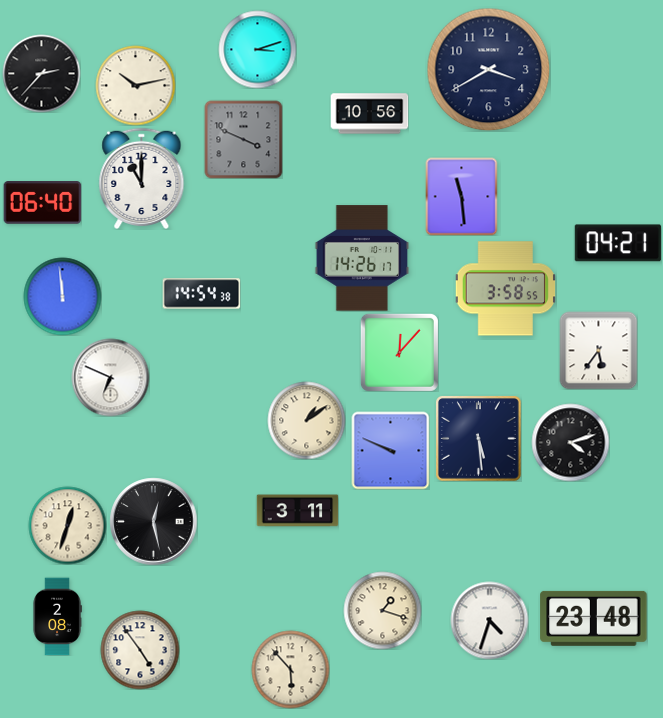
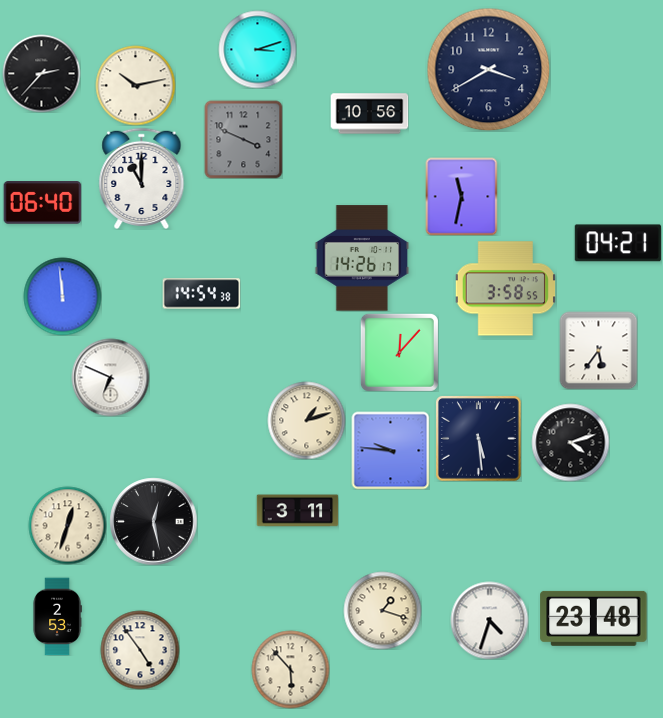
clock at (462, 196): 11:29 -> 11:32
clock at (306, 420): 1:09 -> 1:12
clock at (390, 450): 9:49 -> 9:46
clock at (57, 616): 2:08 -> 2:53
